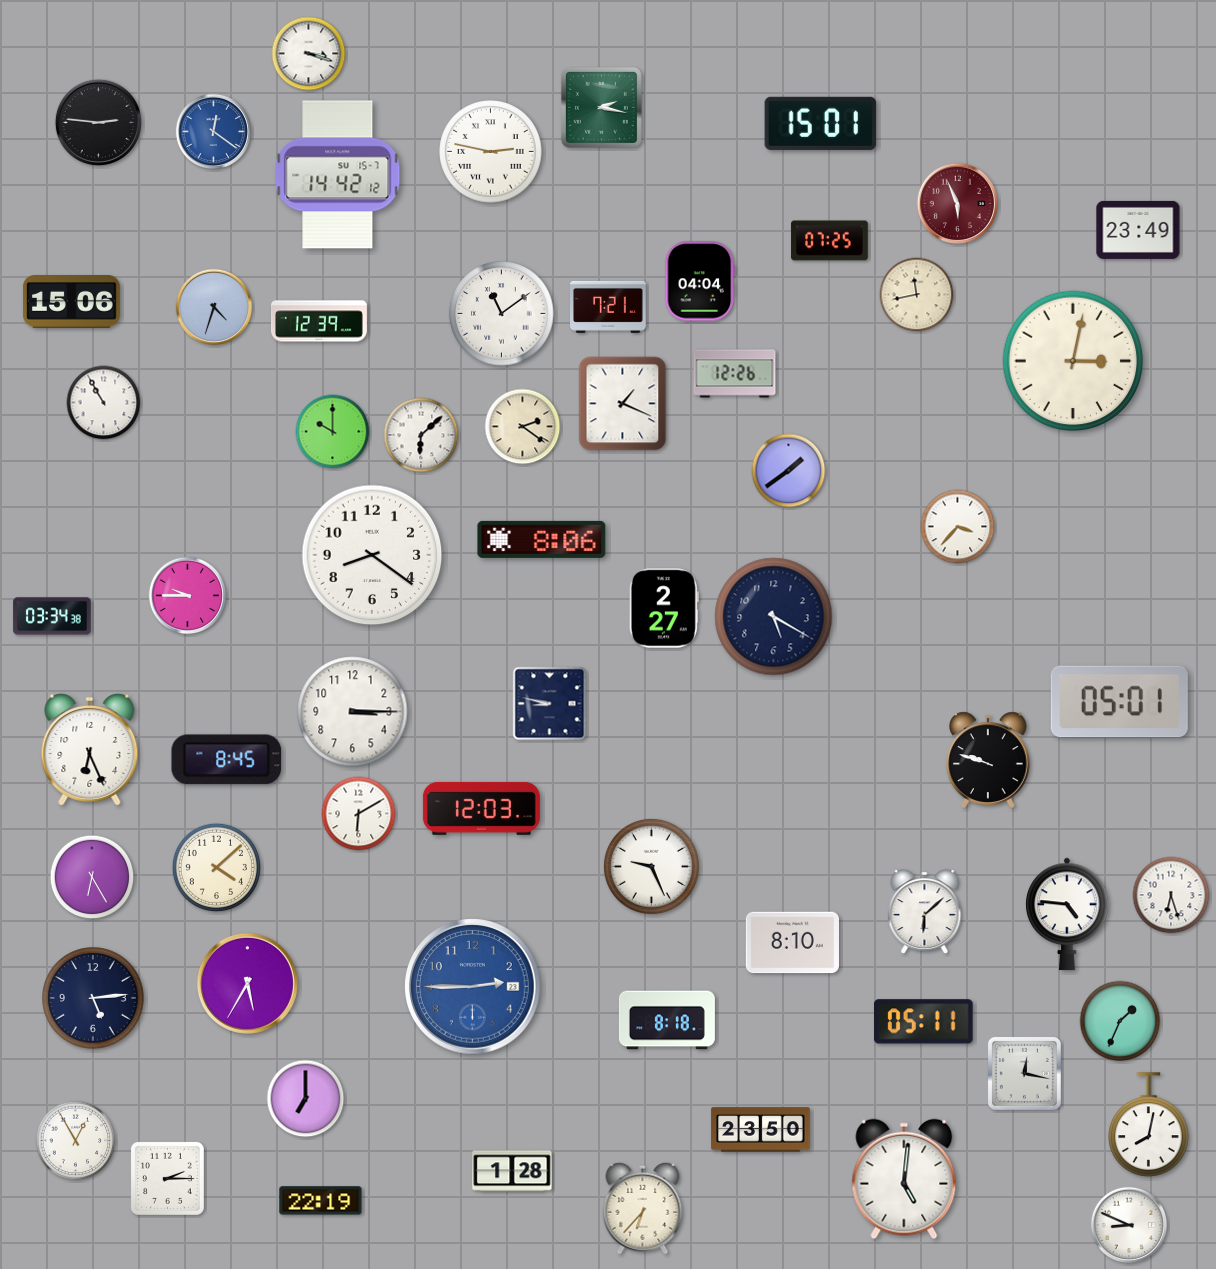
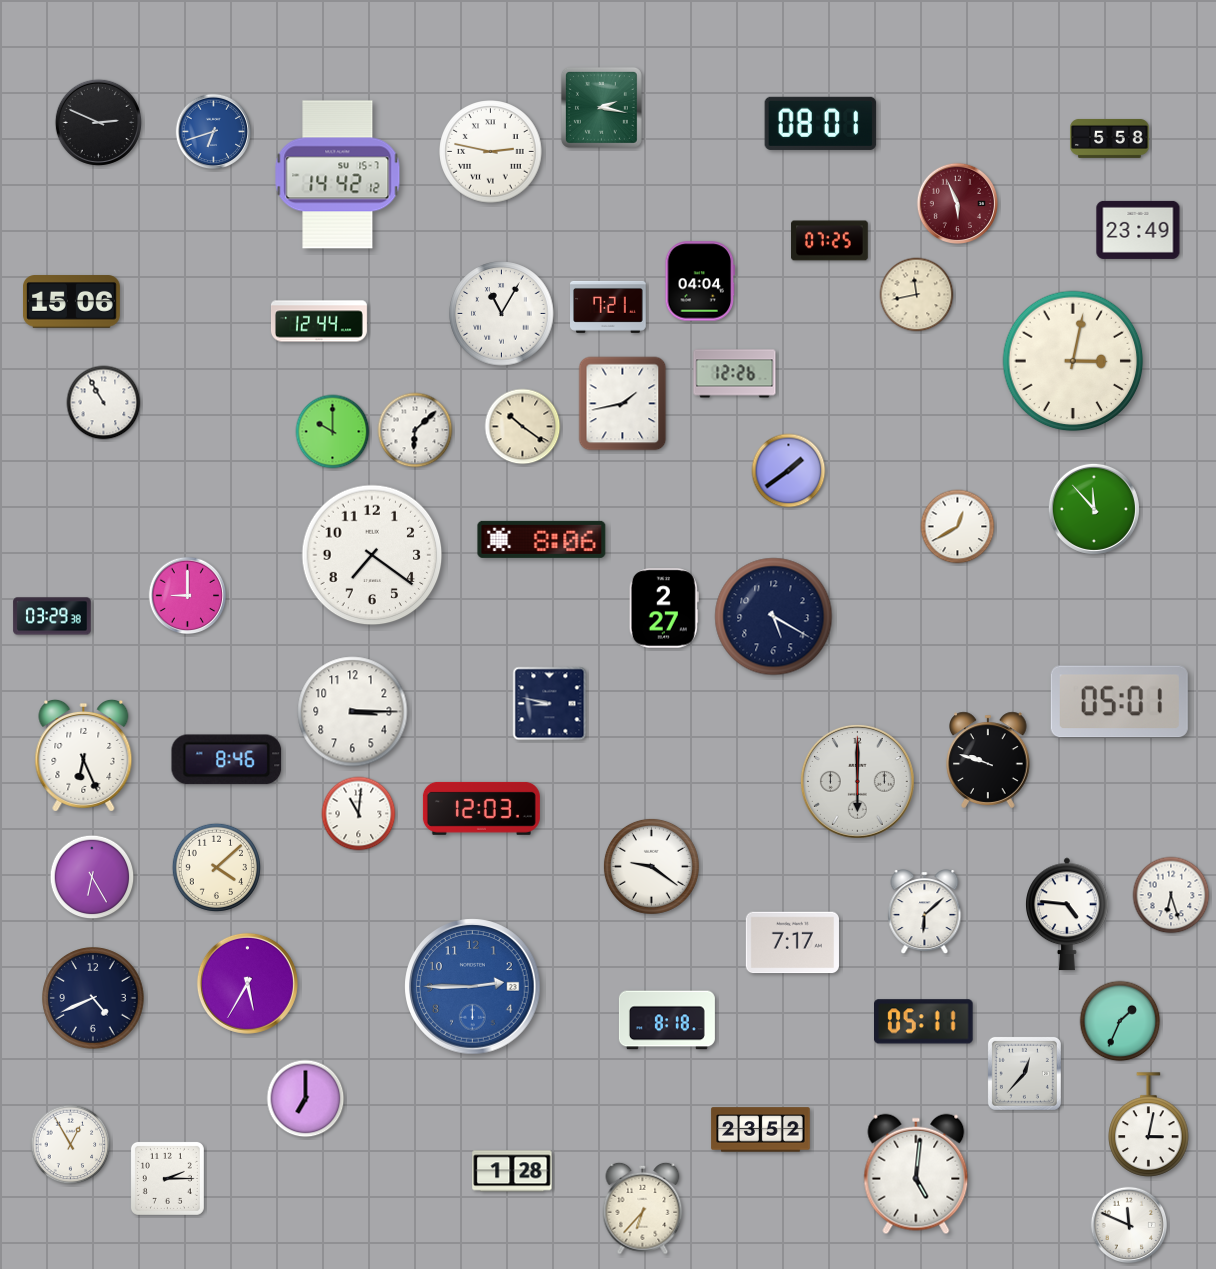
clock at (309, 54): 3:18 -> none
clock at (98, 122): 2:46 -> 2:49
clock at (821, 123): 15:01 -> 08:01
clock at (214, 132): 12:21 -> 6:42
clock at (1110, 138): none -> 5:58
clock at (214, 307): 4:33 -> none
clock at (502, 314): 11:09 -> 11:05
clock at (319, 321): 12:39 -> 12:44
clock at (623, 404): 1:19 -> 1:43
clock at (523, 427): 2:21 -> 10:21
clock at (421, 435) position: (421, 435) -> (415, 430)
clock at (1094, 509): none -> 11:53
clock at (958, 527): 3:37 -> 12:40
clock at (372, 555): 8:21 -> 7:21
clock at (188, 596): 9:45 -> 9:00
clock at (52, 616): 03:34 -> 03:29
clock at (90, 749) position: (90, 749) -> (84, 755)
clock at (227, 760): 8:45 -> 8:46
clock at (857, 781): none -> 6:00
clock at (359, 814): 6:10 -> 11:01
clock at (651, 866): 9:26 -> 9:21
clock at (792, 943): 8:10 -> 7:17
clock at (93, 998): 5:14 -> 4:41
clock at (1024, 1073): 12:17 -> 12:37
clock at (1149, 1125): 8:02 -> 3:02
clock at (761, 1130): 23:50 -> 23:52
clock at (76, 1141) position: (76, 1141) -> (71, 1145)
clock at (904, 1179) position: (904, 1179) -> (916, 1174)
clock at (321, 1201): 22:19 -> none
clock at (1129, 1225): 8:49 -> 11:49
